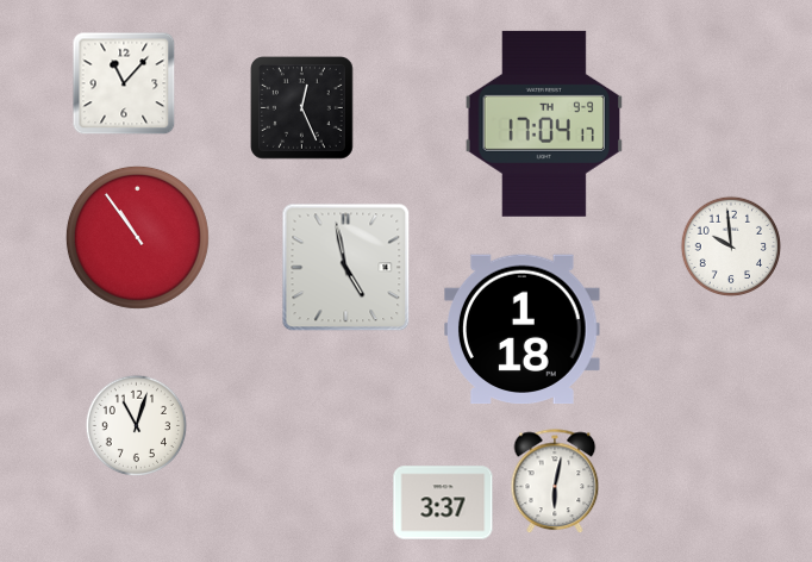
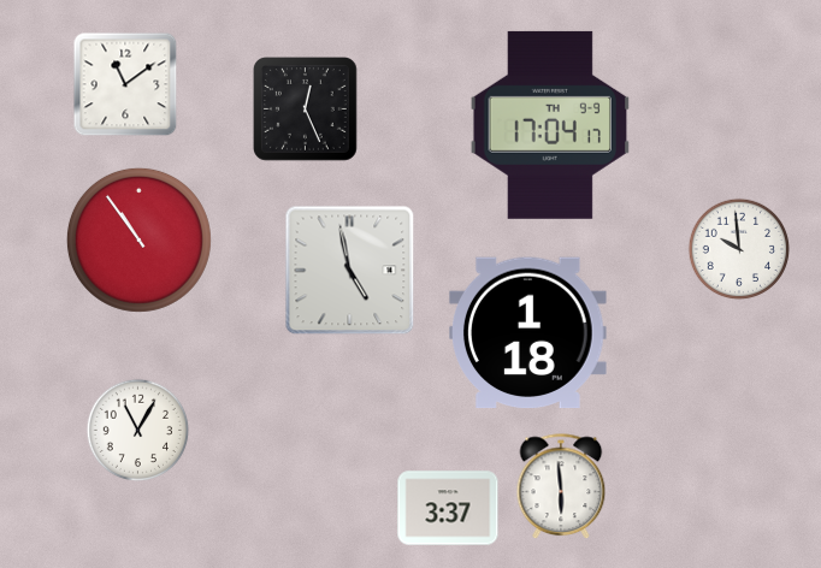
clock at (124, 83): 11:07 -> 11:09
clock at (137, 426): 11:03 -> 11:05
clock at (555, 482): 6:02 -> 5:59
